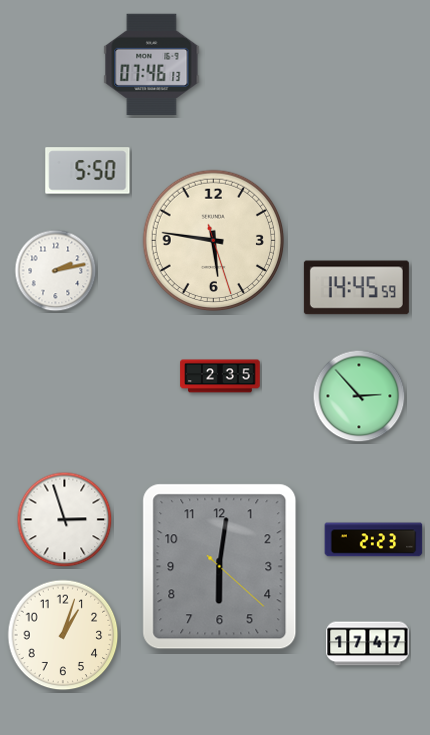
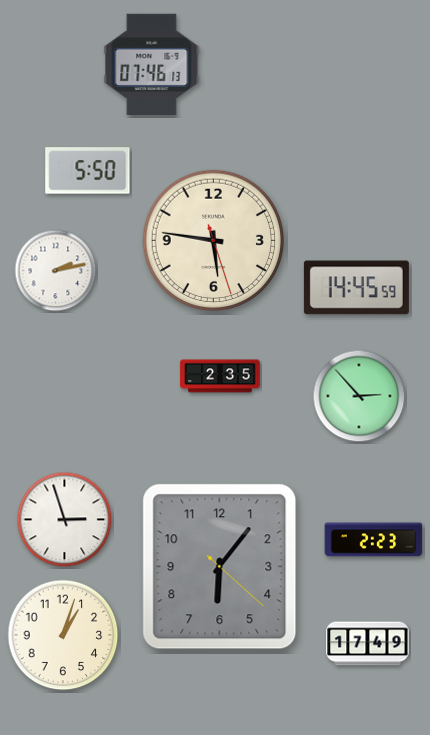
clock at (220, 567): 6:01 -> 6:06
clock at (368, 644): 17:47 -> 17:49
